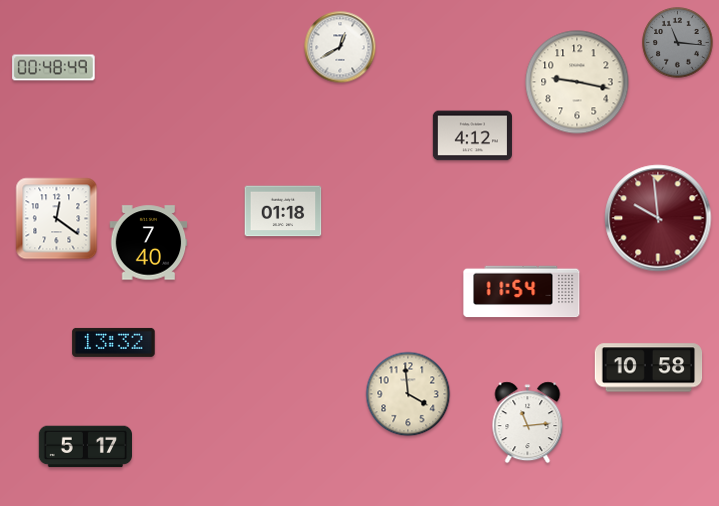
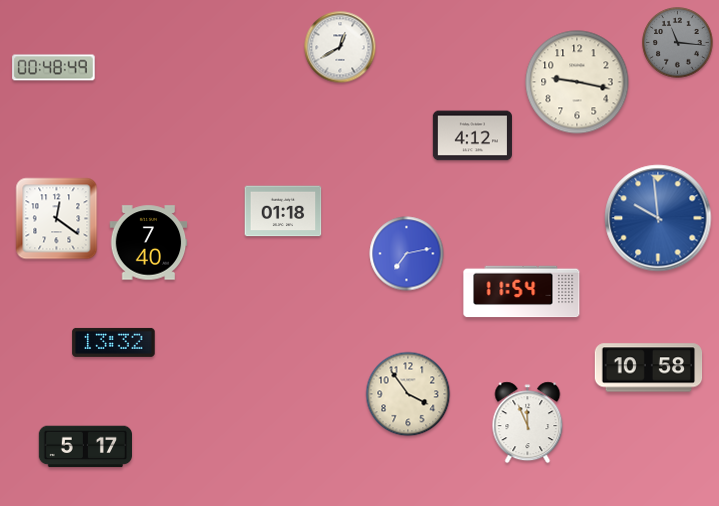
clock at (658, 218) dial: burgundy -> blue
clock at (407, 254): none -> 7:13
clock at (408, 394): 3:59 -> 3:54
clock at (528, 423): 11:14 -> 11:56
